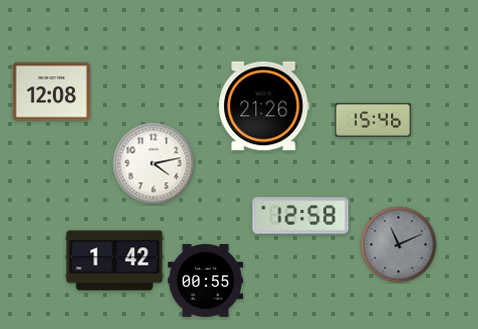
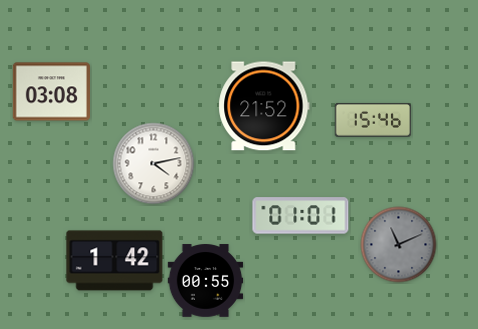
clock at (51, 92): 12:08 -> 03:08
clock at (264, 106): 21:26 -> 21:52
clock at (301, 216): 12:58 -> 01:01
